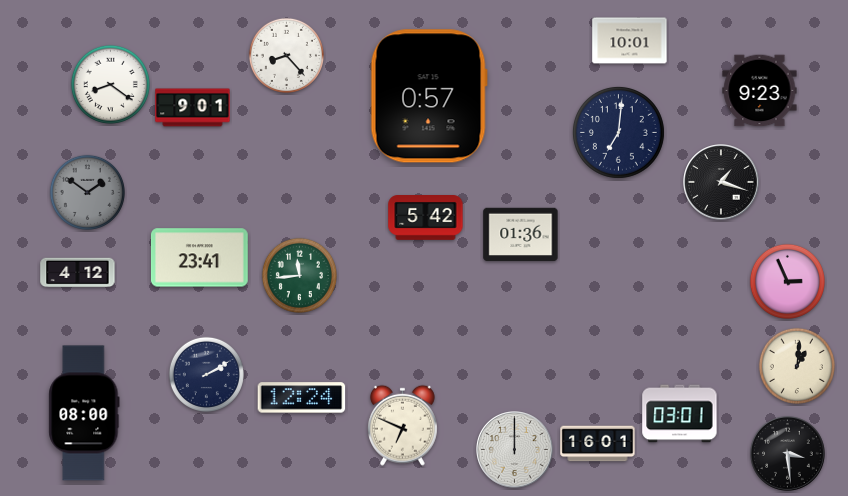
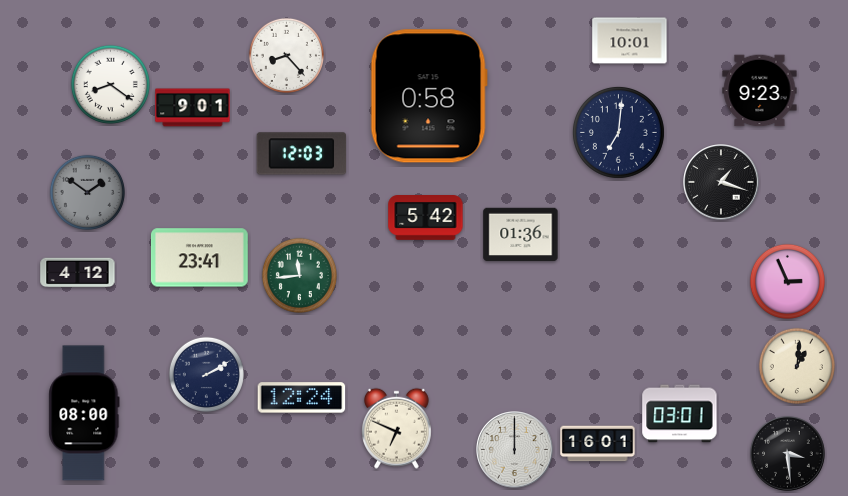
clock at (429, 96): 0:57 -> 0:58
clock at (302, 154): none -> 12:03
clock at (402, 425) position: (402, 425) -> (396, 428)
